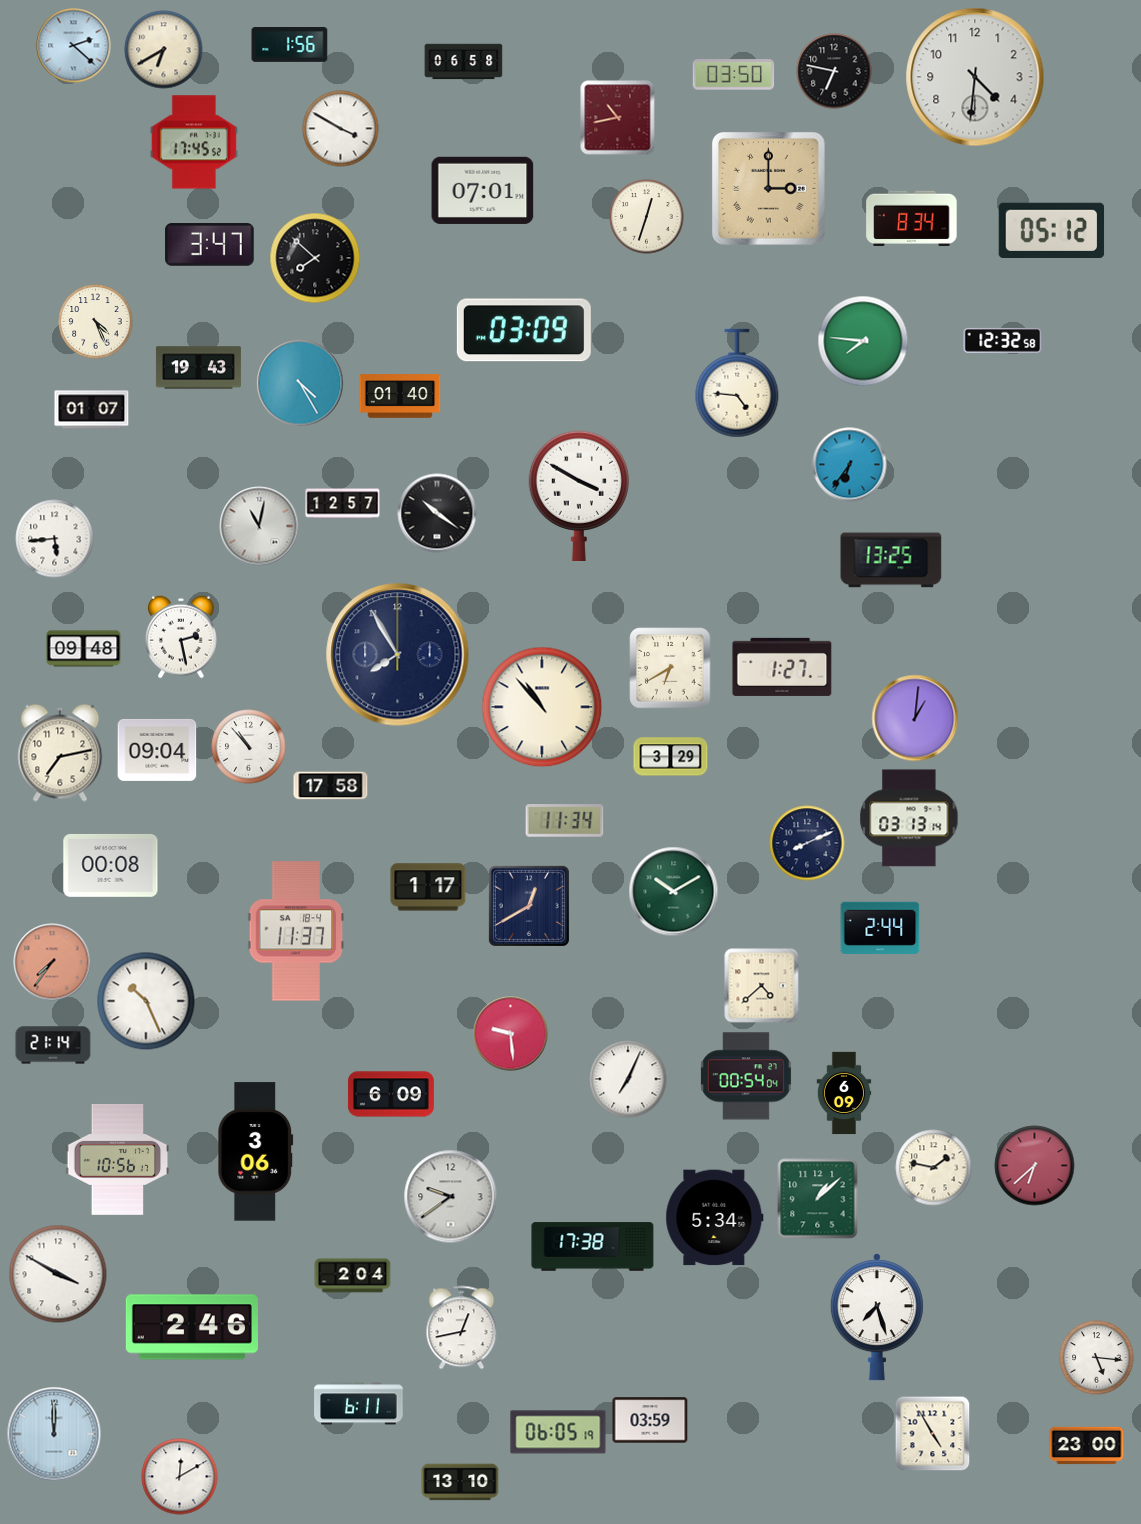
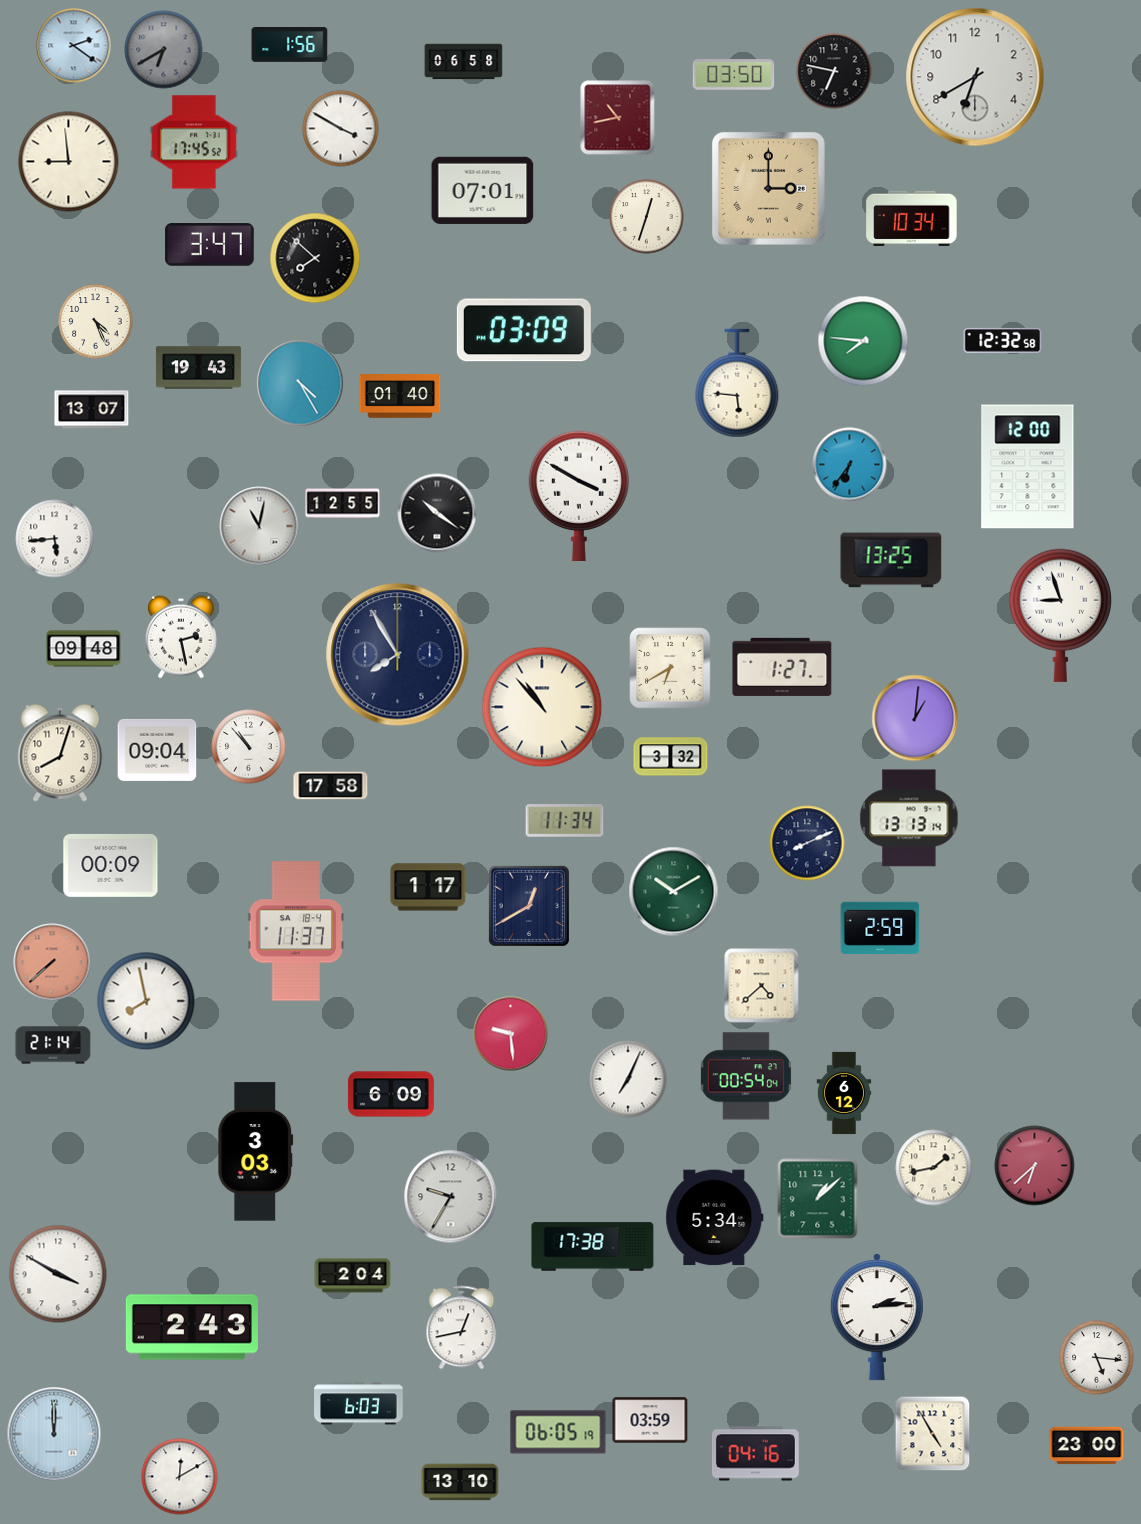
clock at (74, 46): 2:22 -> 2:21
clock at (164, 50) dial: cream -> grey
clock at (975, 77): 4:31 -> 6:40
clock at (69, 162): none -> 8:59
clock at (912, 218): 8:34 -> 10:34
clock at (1052, 230): 05:12 -> none
clock at (737, 383): 4:46 -> 5:46
clock at (92, 410): 01:07 -> 13:07
clock at (1028, 467): none -> 12:00
clock at (343, 504): 12:57 -> 12:55
clock at (1060, 615): none -> 8:57
clock at (60, 753): 7:13 -> 8:03
clock at (671, 757): 3:29 -> 3:32
clock at (909, 818): 03:13 -> 13:13
clock at (111, 865): 00:08 -> 00:09
clock at (880, 928): 2:44 -> 2:59
clock at (52, 962): 7:36 -> 7:38
clock at (146, 1001): 10:26 -> 7:58
clock at (844, 1093): 6:09 -> 6:12
clock at (256, 1152): 3:06 -> 3:03
clock at (118, 1159): 10:56 -> none
clock at (934, 1168): 1:47 -> 1:43
clock at (451, 1197): 9:39 -> 9:35
clock at (877, 1317): 7:27 -> 2:14
clock at (192, 1327): 2:46 -> 2:43
clock at (359, 1404): 6:11 -> 6:03
clock at (755, 1454): none -> 04:16
